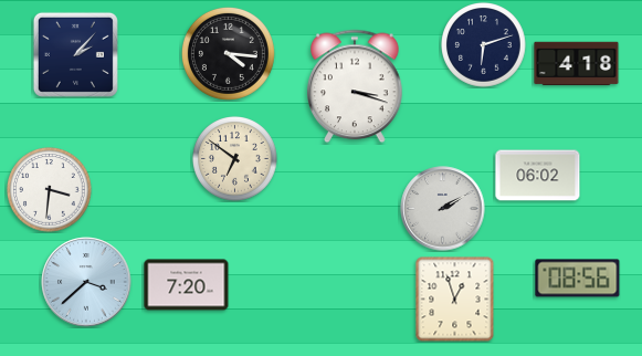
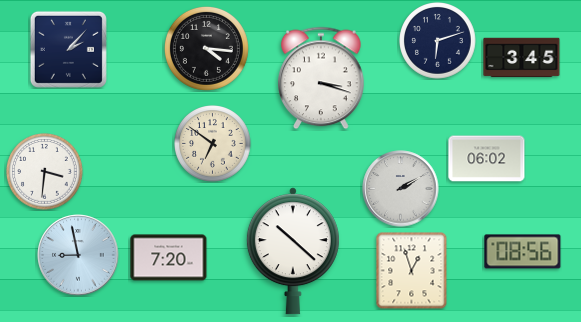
clock at (577, 64): 4:18 -> 3:45
clock at (293, 251): none -> 10:22
clock at (86, 282): 3:38 -> 8:58
